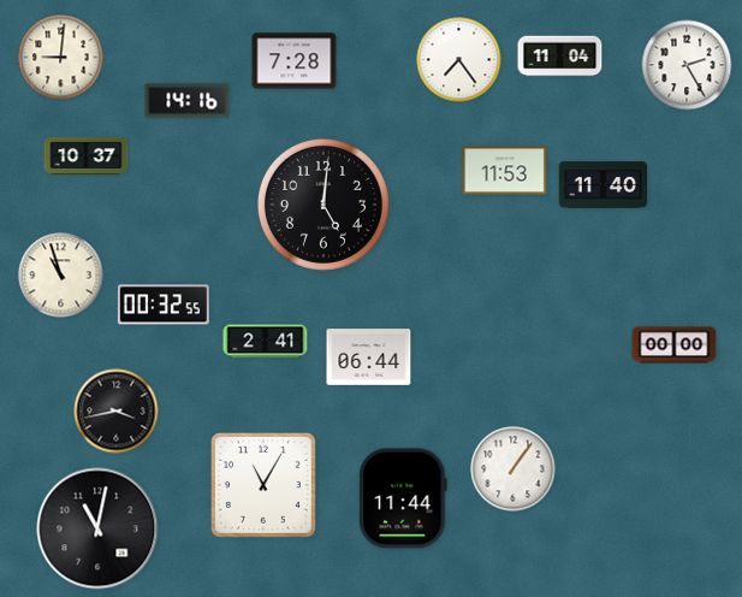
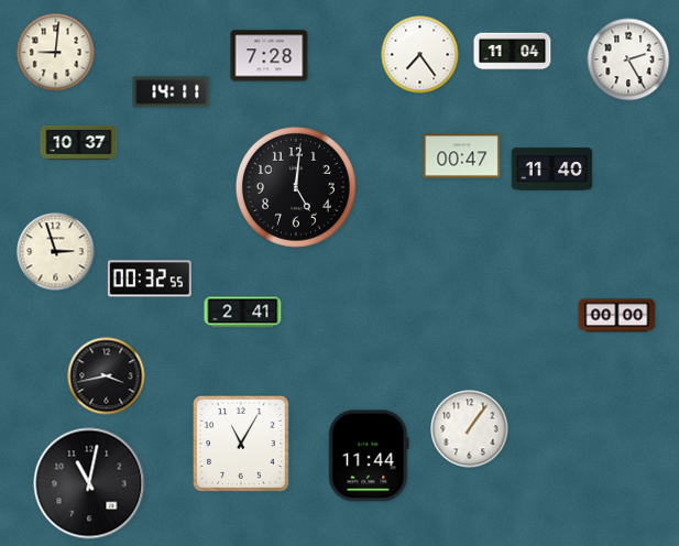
clock at (188, 101): 14:16 -> 14:11
clock at (505, 171): 11:53 -> 00:47
clock at (61, 276): 10:57 -> 2:57
clock at (369, 357): 06:44 -> none
